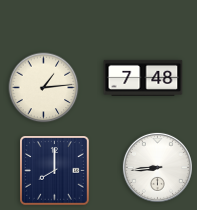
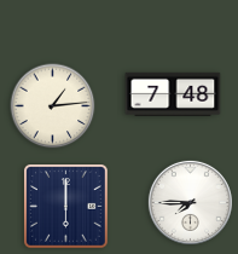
clock at (157, 167): 8:44 -> 7:45
clock at (55, 171): 8:00 -> 6:00
